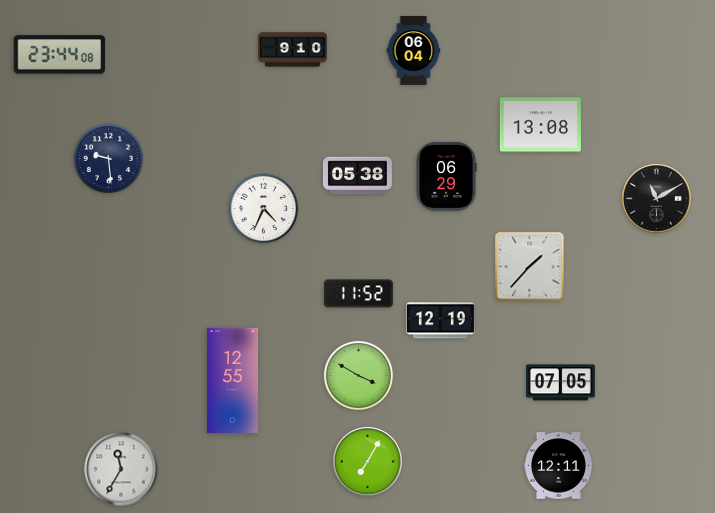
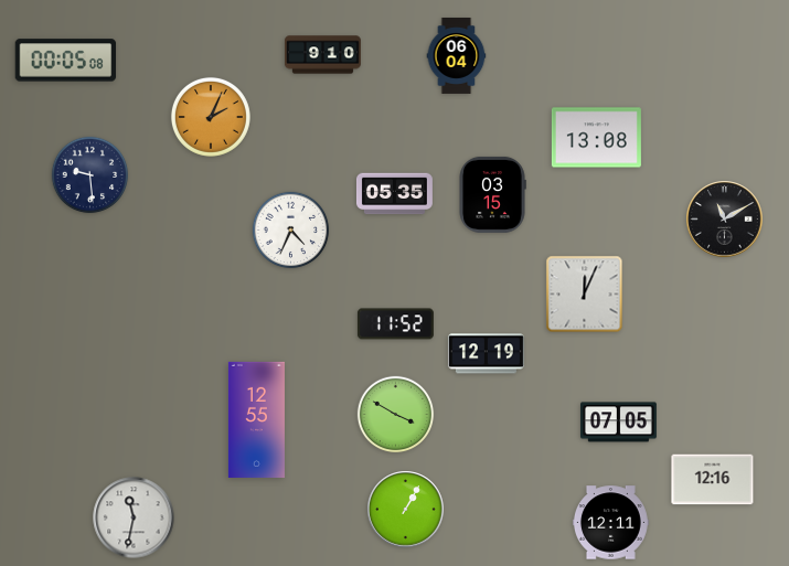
clock at (60, 55): 23:44 -> 00:05
clock at (211, 117): none -> 2:04
clock at (109, 159) position: (109, 159) -> (90, 175)
clock at (357, 176): 05:38 -> 05:35
clock at (446, 176): 06:29 -> 03:15
clock at (530, 267): 1:37 -> 12:04
clock at (713, 480): none -> 12:16
clock at (368, 462): 7:05 -> 1:05
clock at (558, 466) position: (558, 466) -> (610, 523)
clock at (121, 469): 11:35 -> 11:32
